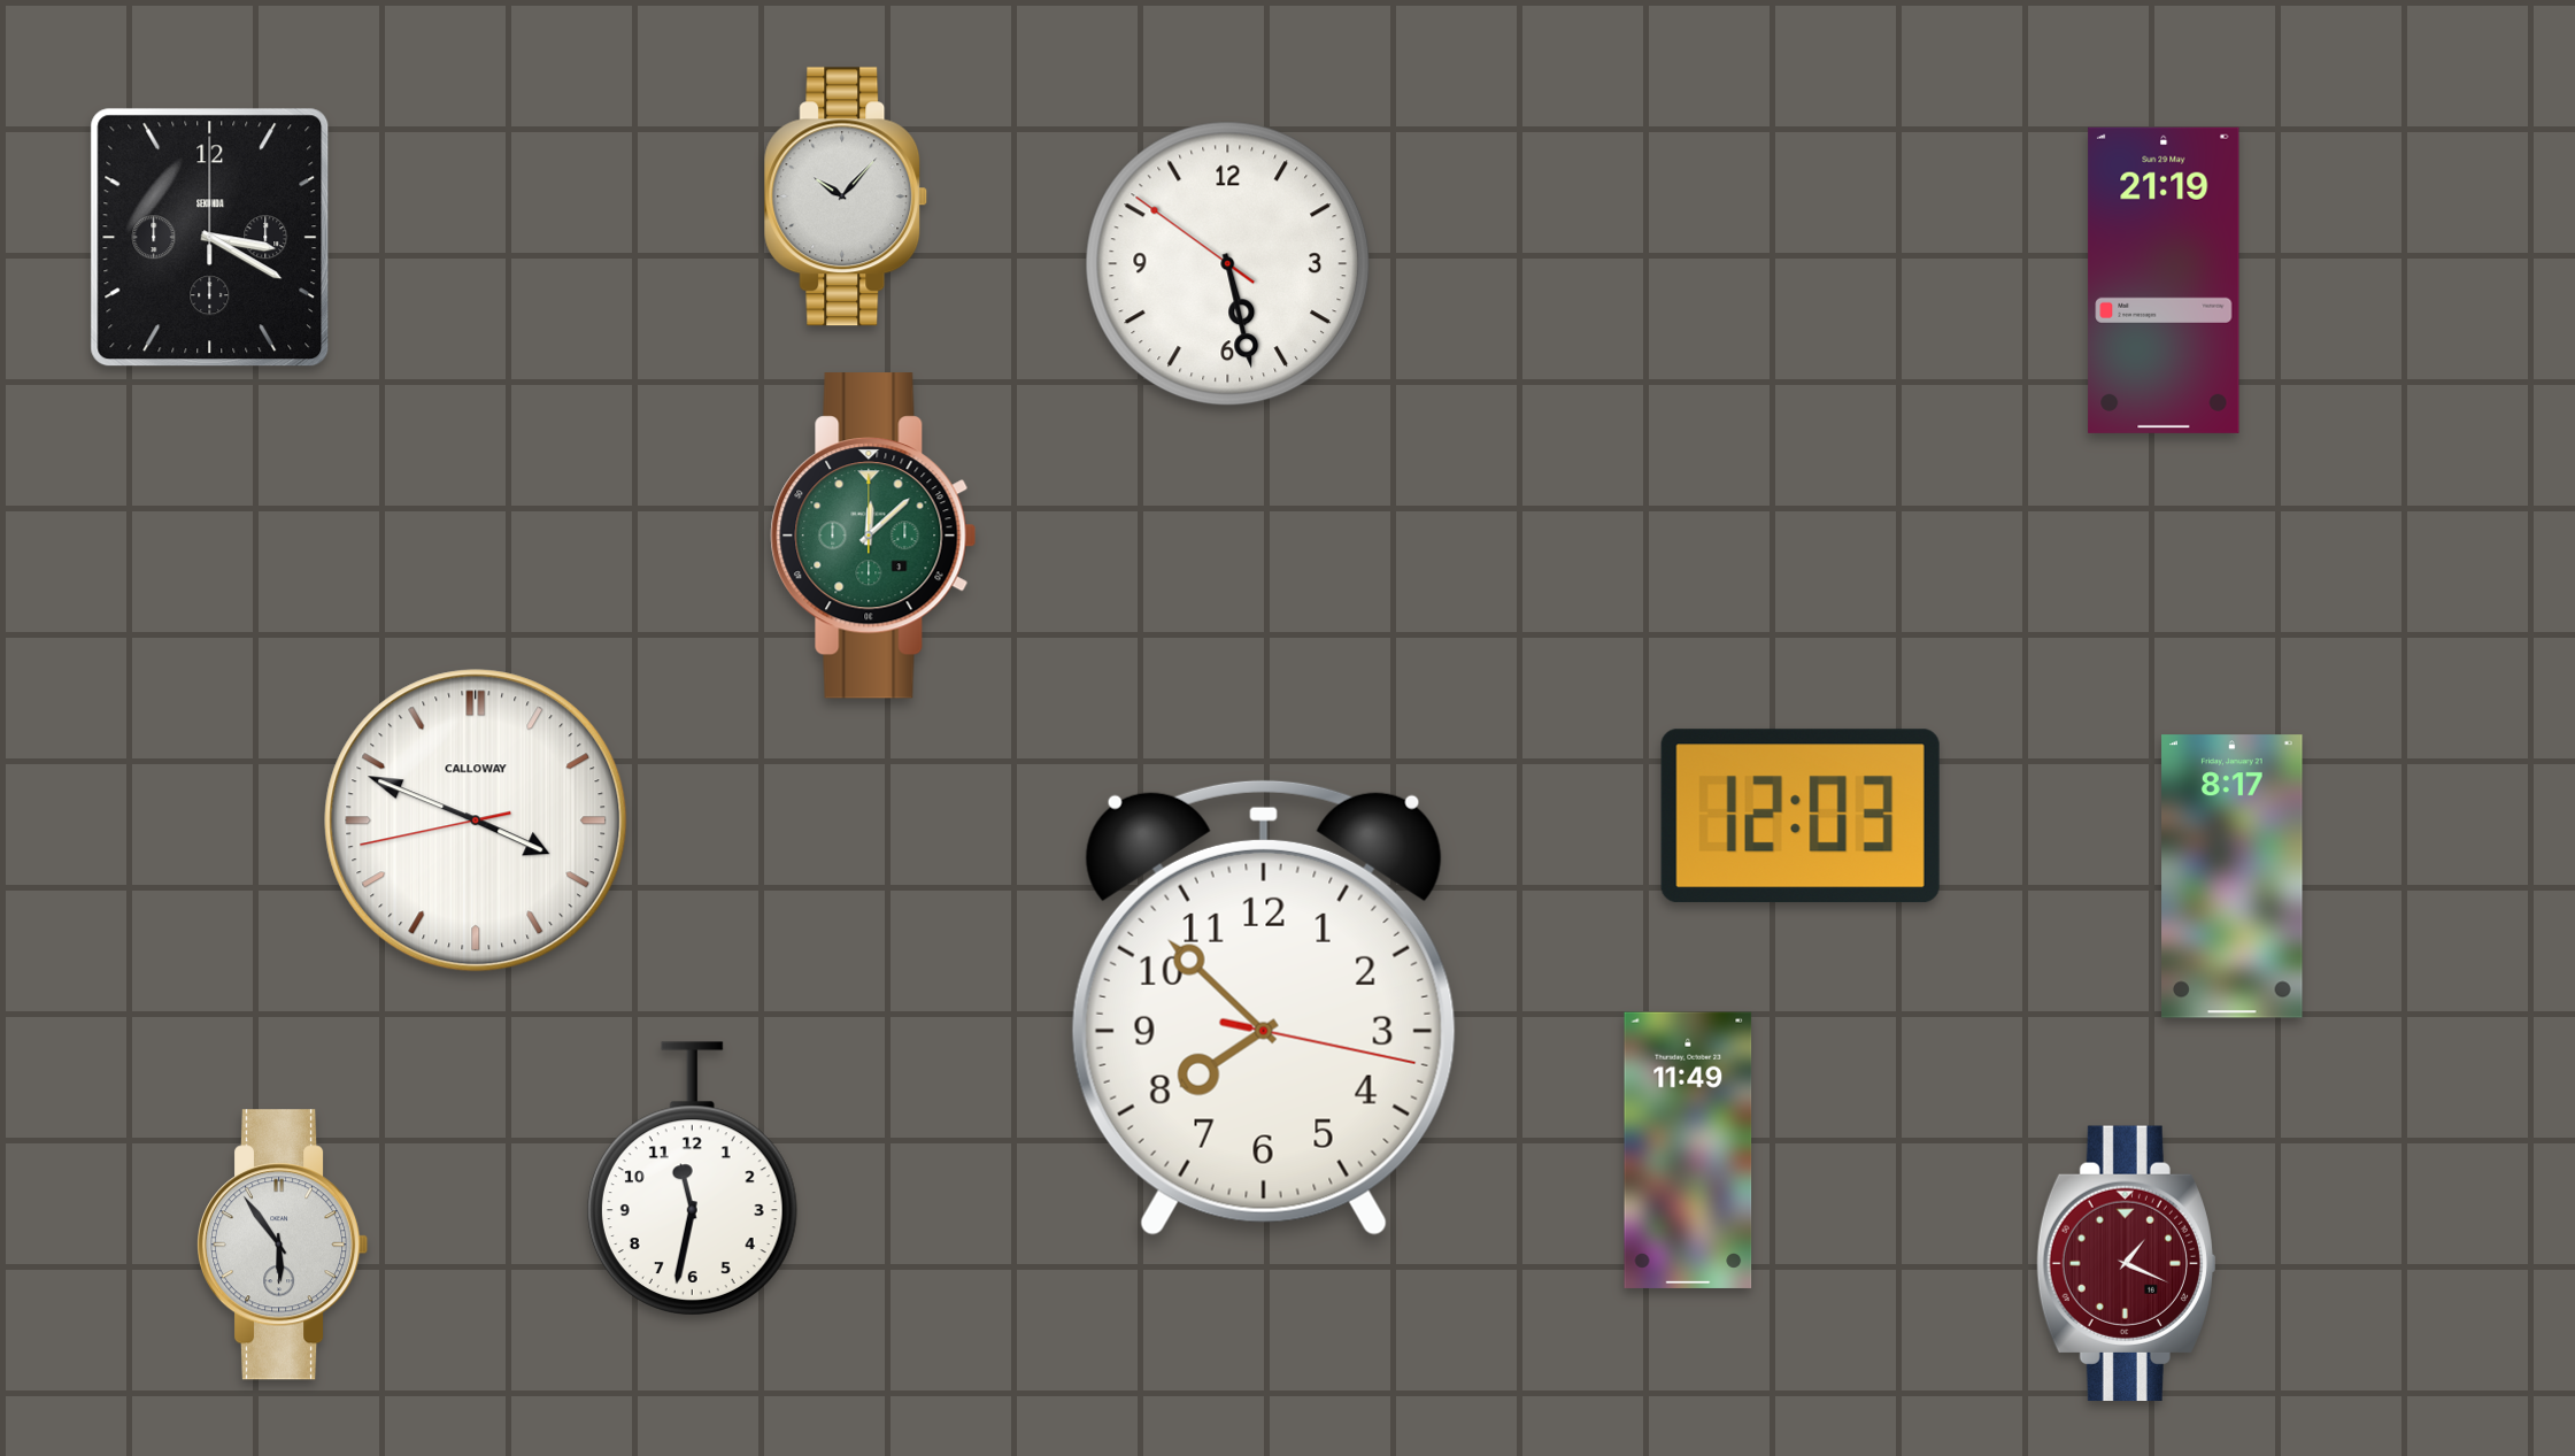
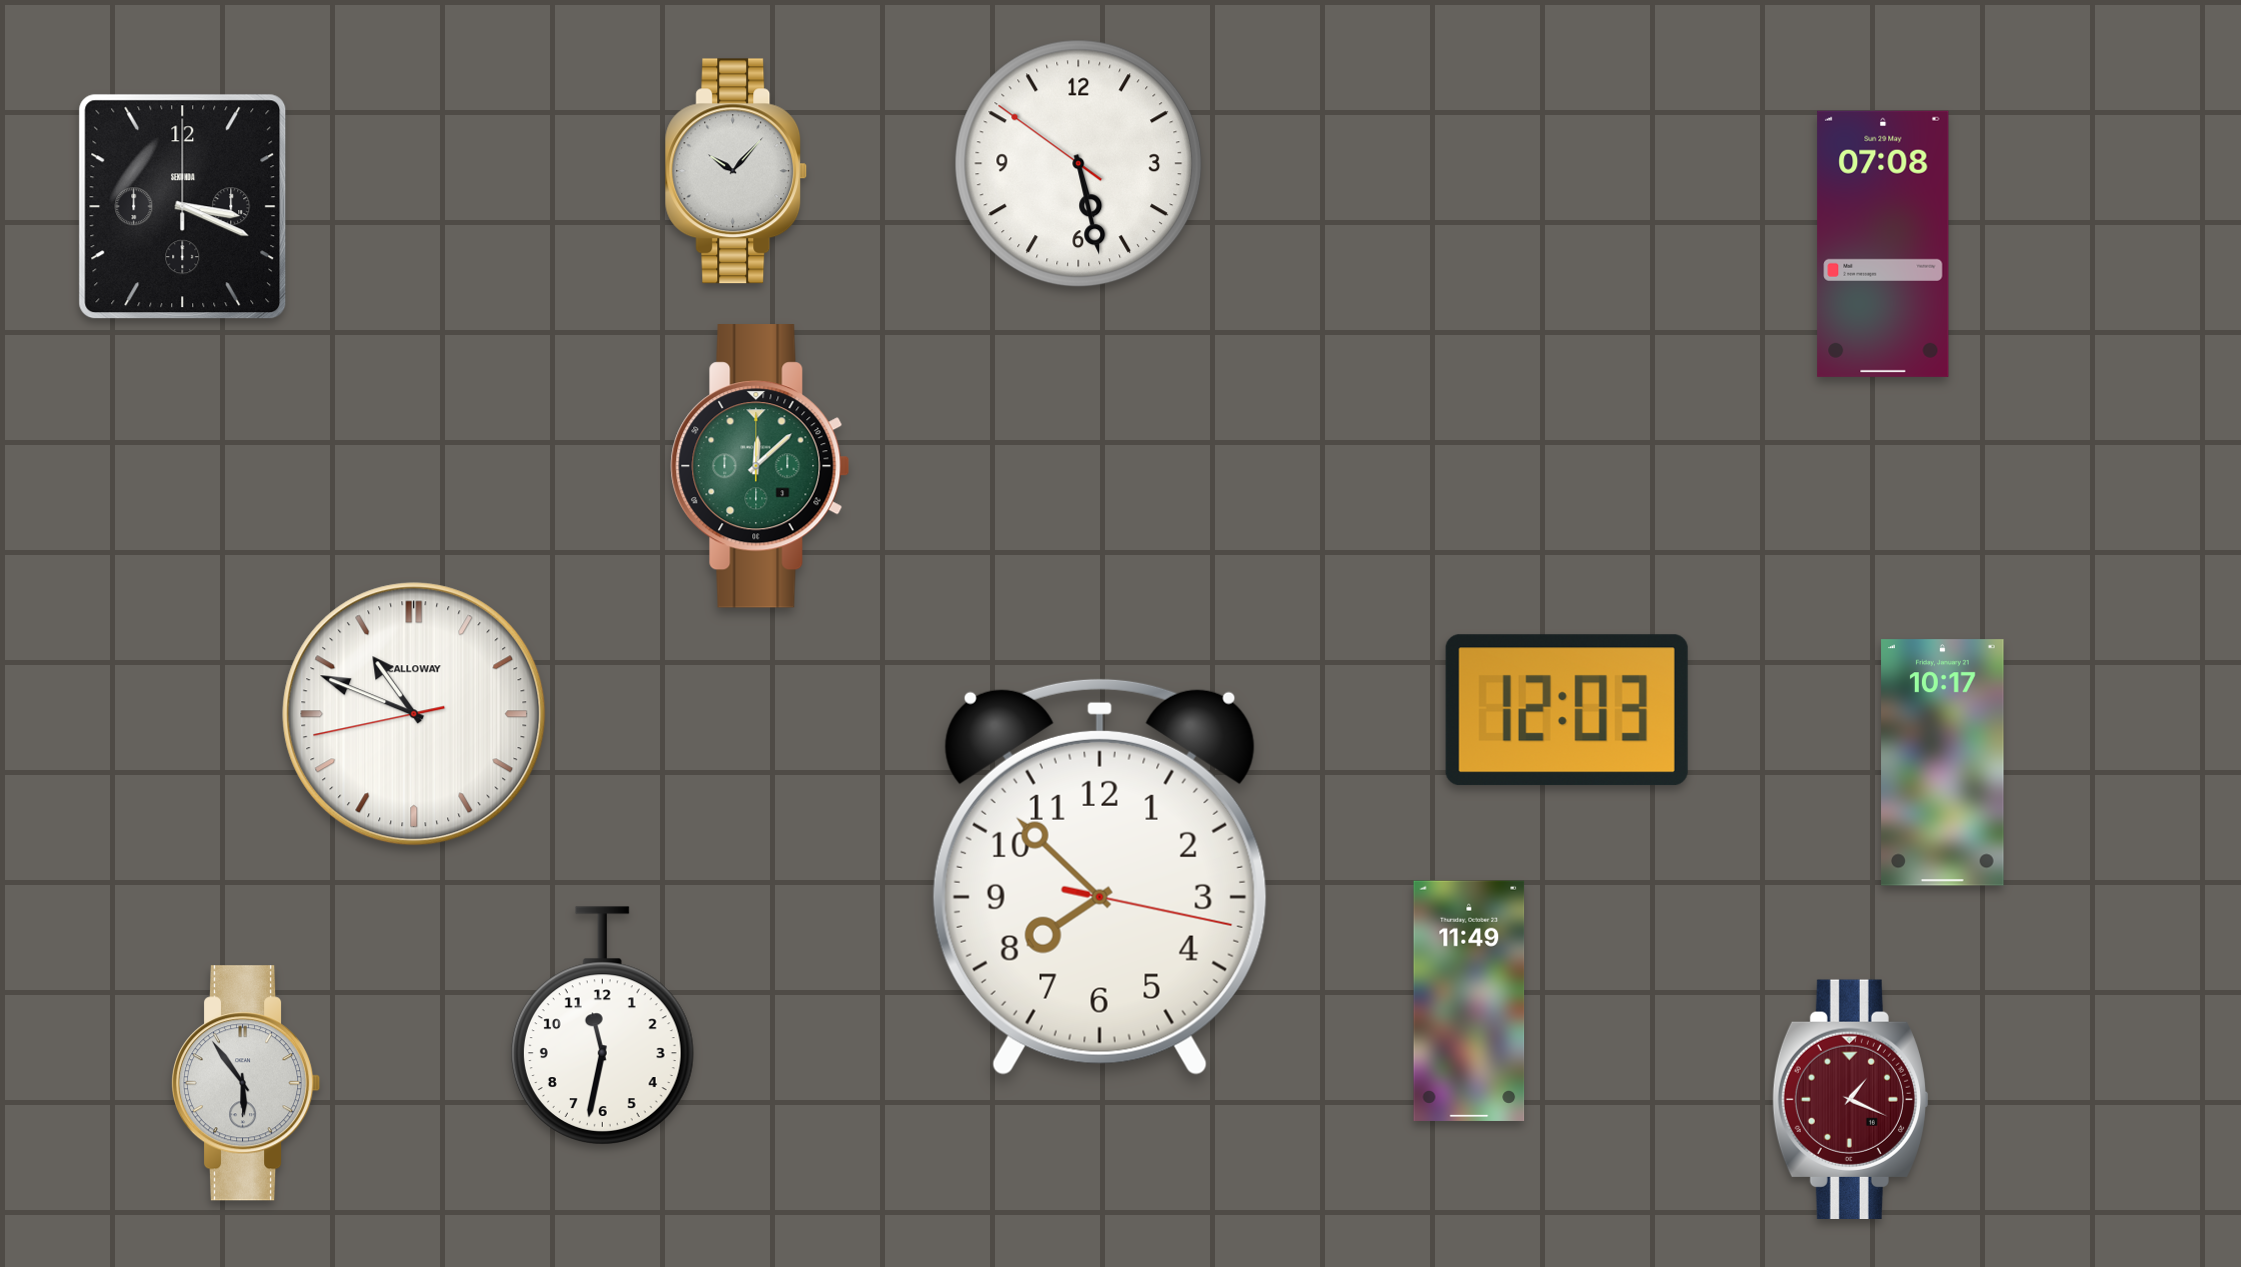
clock at (210, 238): 3:20 -> 3:19
clock at (1228, 264) position: (1228, 264) -> (1079, 164)
clock at (2164, 280): 21:19 -> 07:08
clock at (476, 821): 3:48 -> 10:48
clock at (2233, 877): 8:17 -> 10:17
